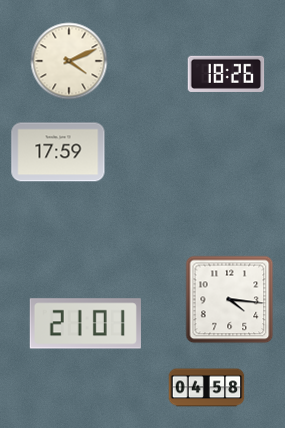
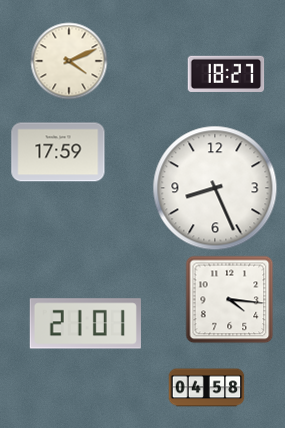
clock at (226, 74): 18:26 -> 18:27
clock at (215, 188): none -> 8:26
